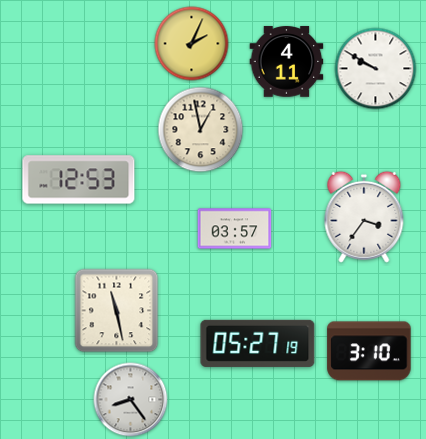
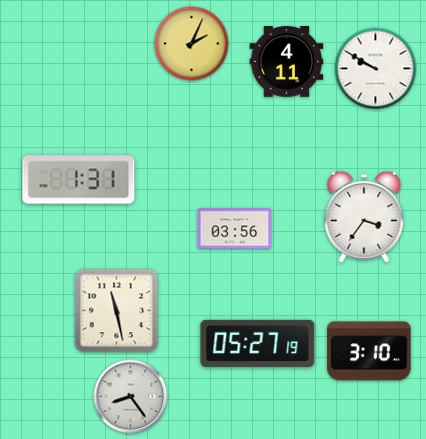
clock at (201, 130): 12:58 -> none
clock at (79, 180): 12:53 -> 1:31
clock at (235, 229): 03:57 -> 03:56
clock at (131, 400) position: (131, 400) -> (131, 397)
